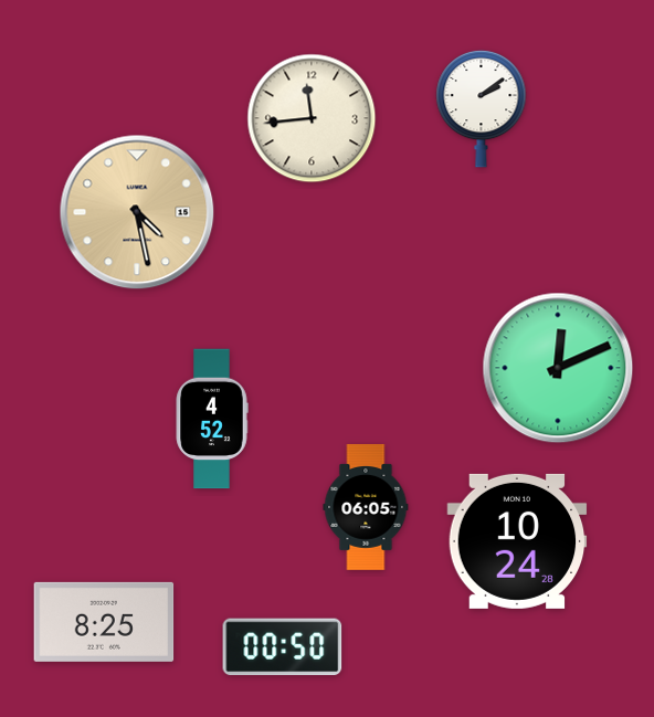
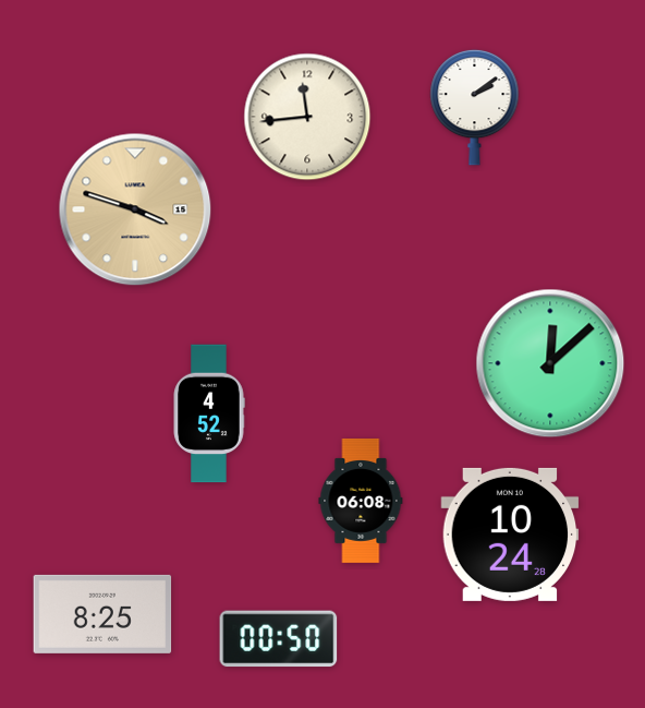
clock at (137, 212): 4:28 -> 3:48
clock at (558, 368): 12:11 -> 12:08
clock at (366, 507): 06:05 -> 06:08
